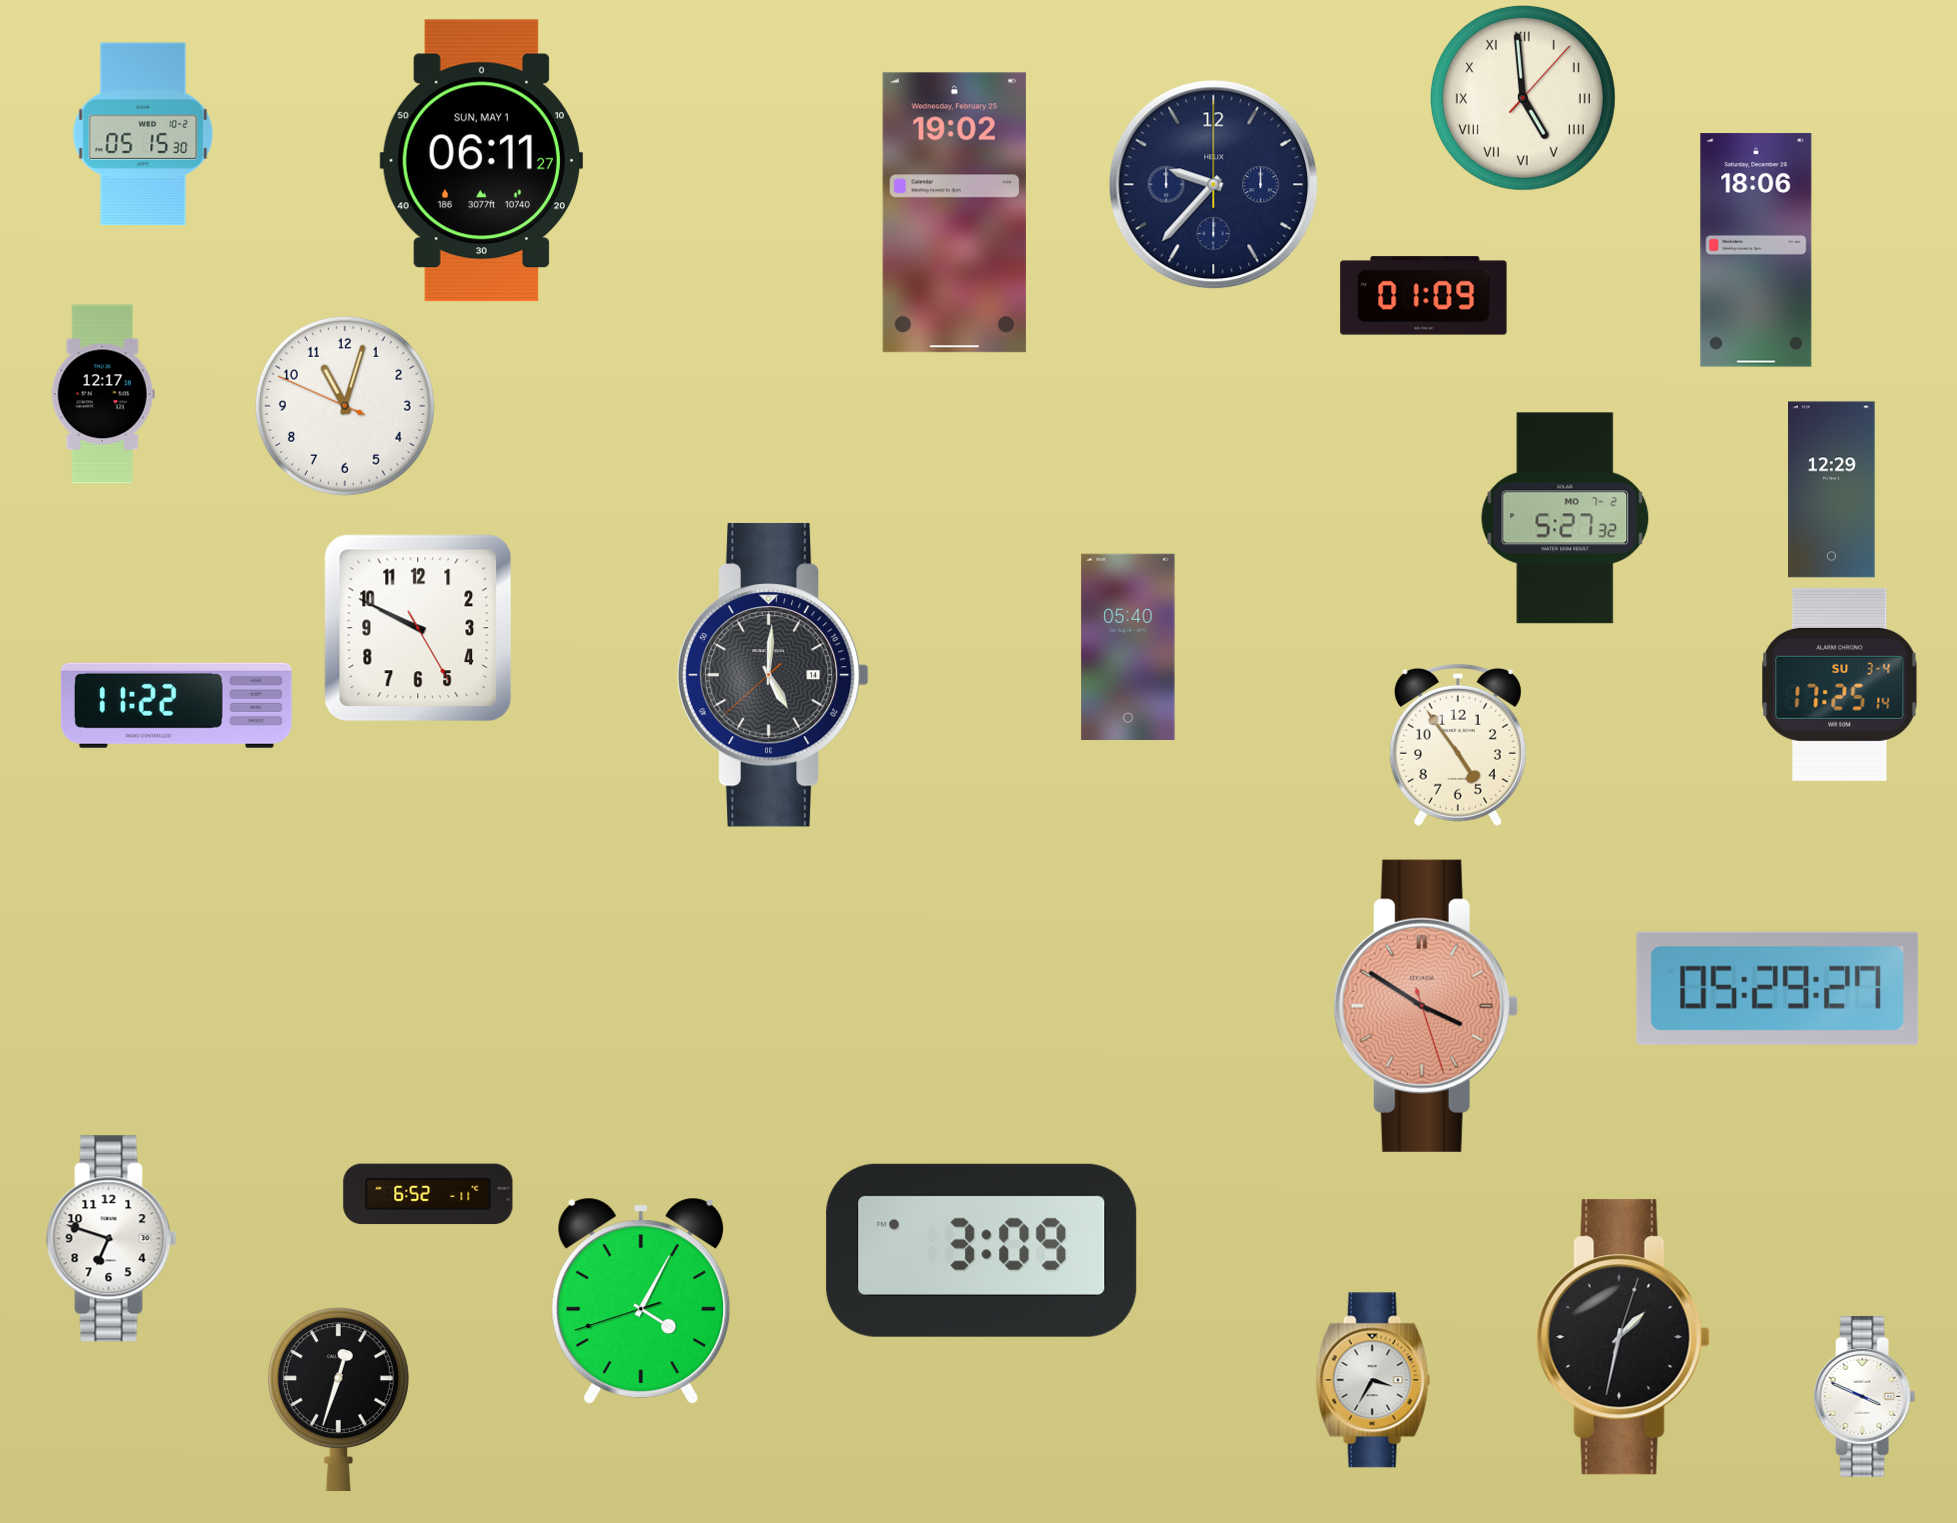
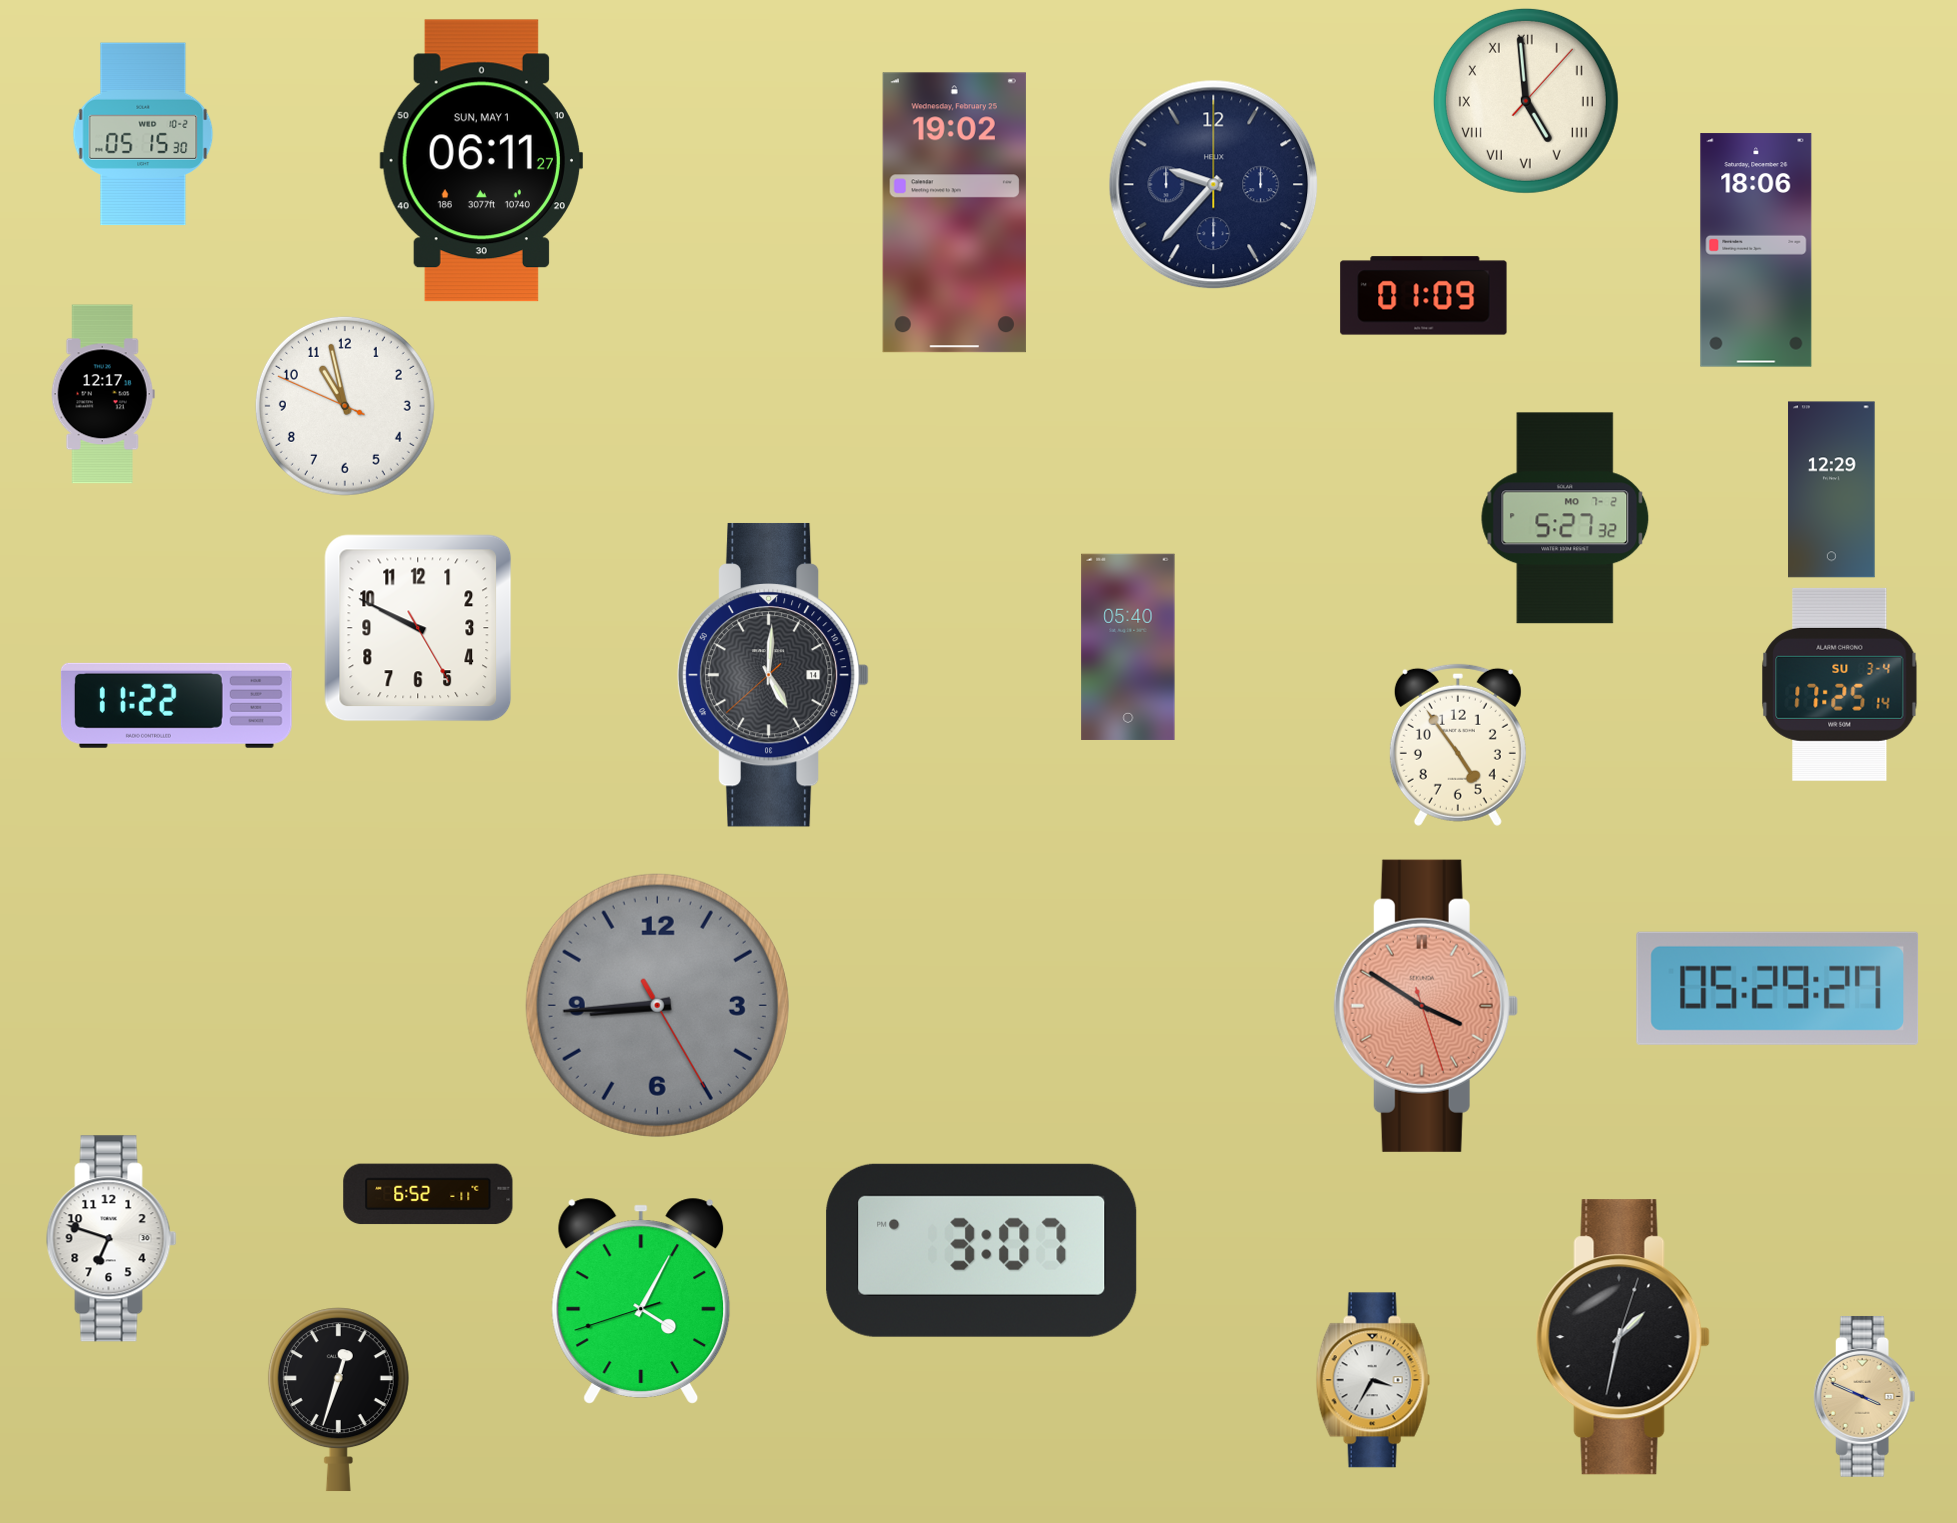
clock at (1523, 98) position: (1523, 98) -> (1526, 101)
clock at (345, 406): 11:02 -> 10:57
clock at (657, 1005): none -> 8:44
clock at (982, 1250): 3:09 -> 3:07
clock at (1865, 1396) dial: white -> champagne
